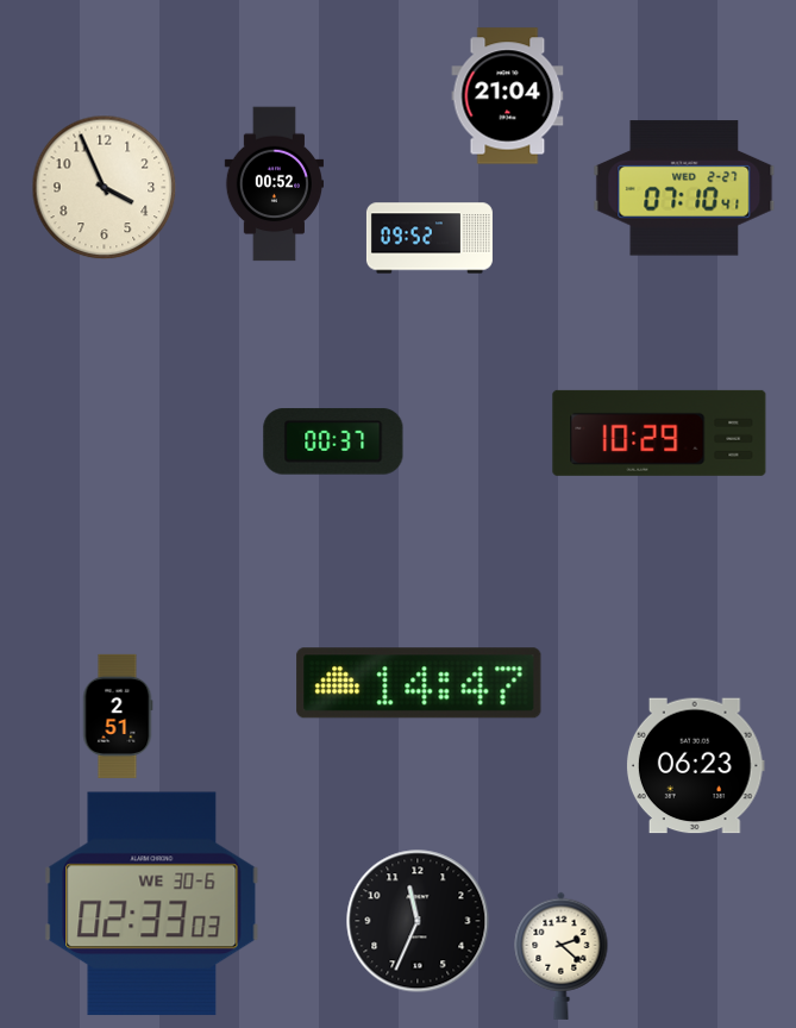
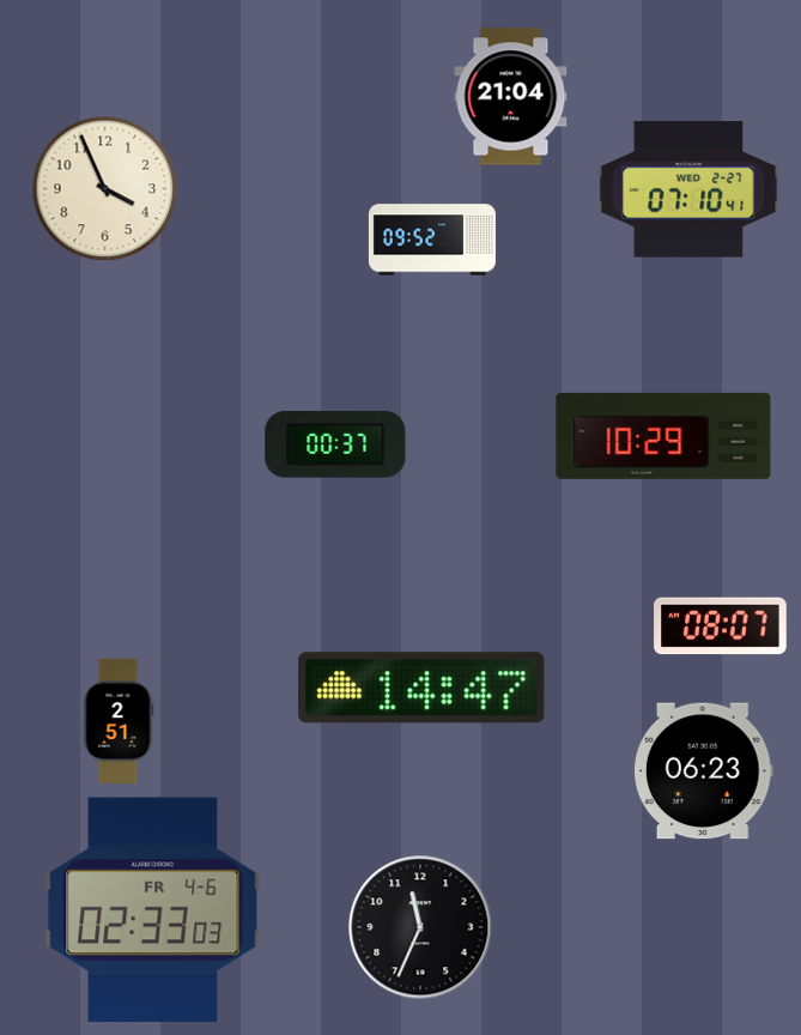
clock at (274, 184): 00:52 -> none
clock at (721, 627): none -> 08:07
clock at (695, 766) position: (695, 766) -> (703, 771)
clock at (152, 904) date: WE 30-6 -> FR 4-6
clock at (562, 955): 2:22 -> none
